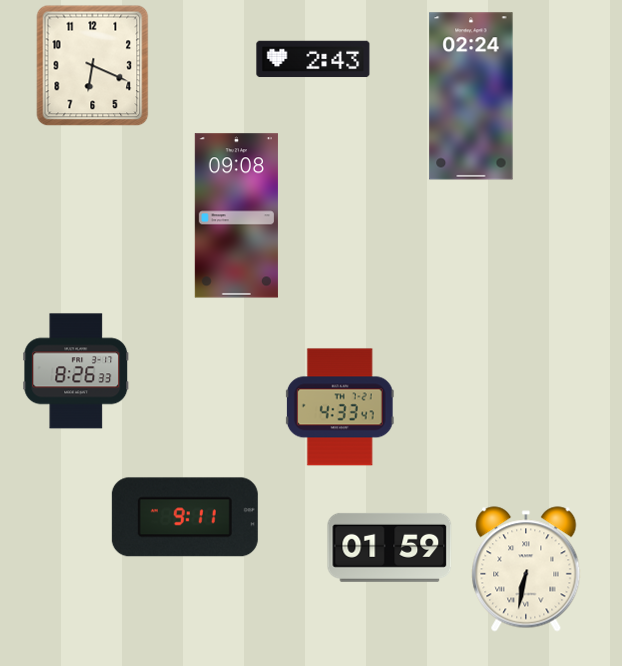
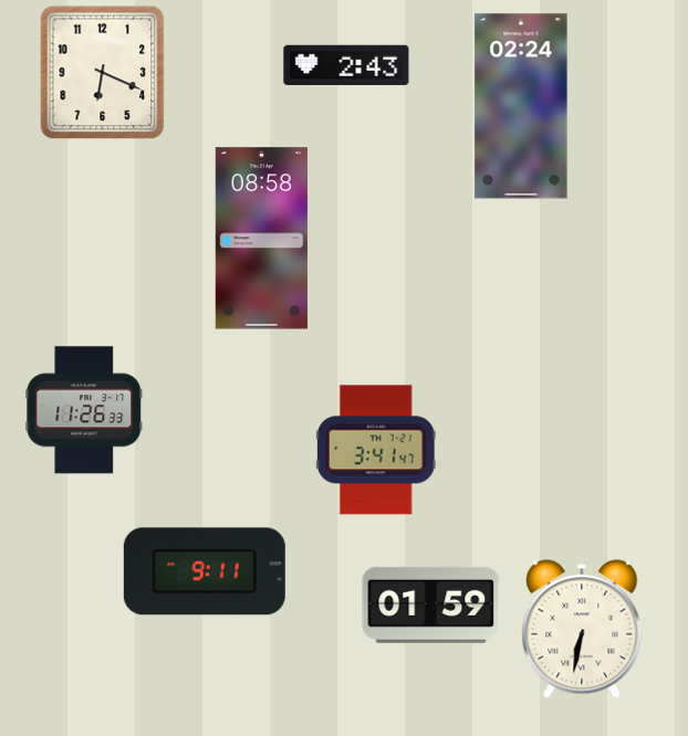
clock at (236, 216): 09:08 -> 08:58
clock at (76, 371): 8:26 -> 11:26
clock at (340, 407): 4:33 -> 3:41
